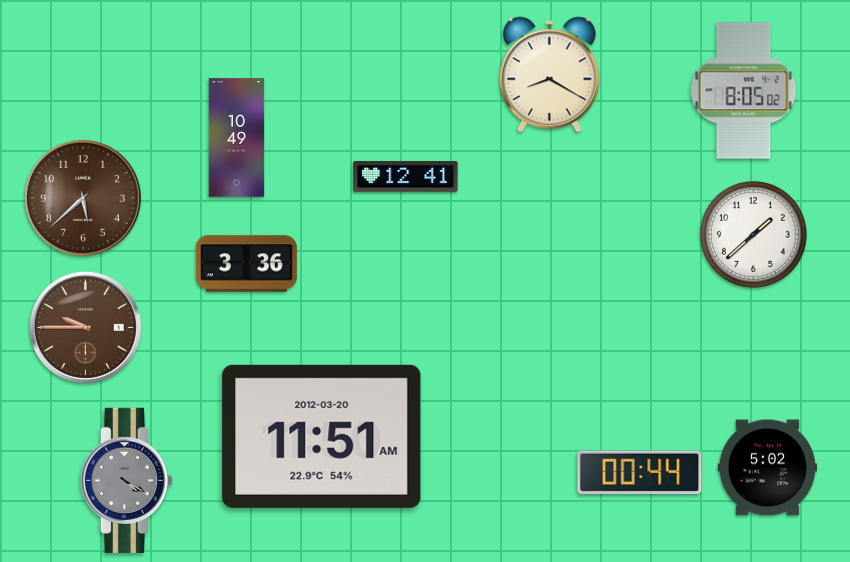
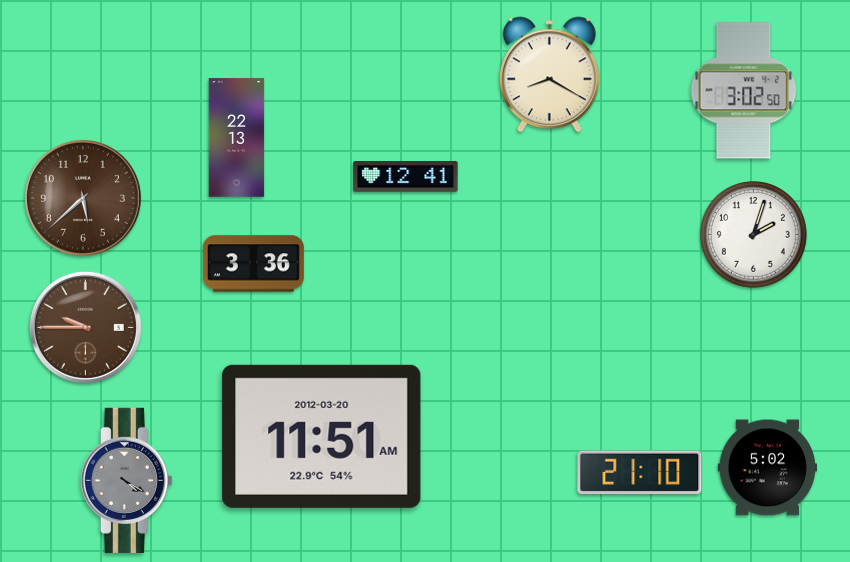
clock at (744, 91): 8:05 -> 3:02
clock at (237, 138): 10:49 -> 22:13
clock at (753, 234): 1:38 -> 2:03
clock at (246, 264) position: (246, 264) -> (253, 264)
clock at (640, 473): 00:44 -> 21:10
